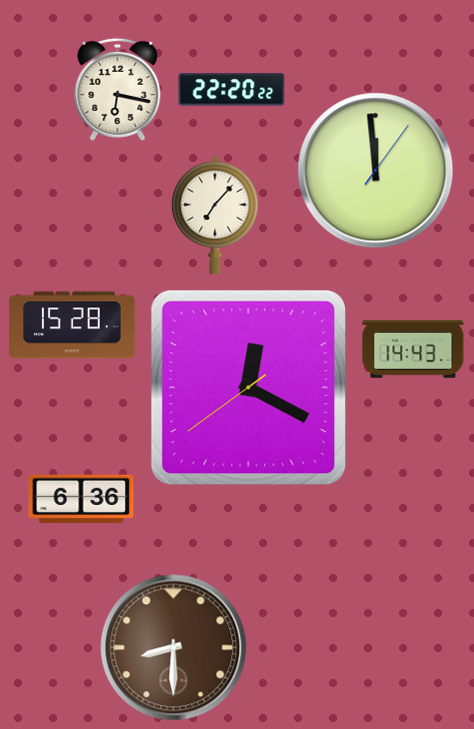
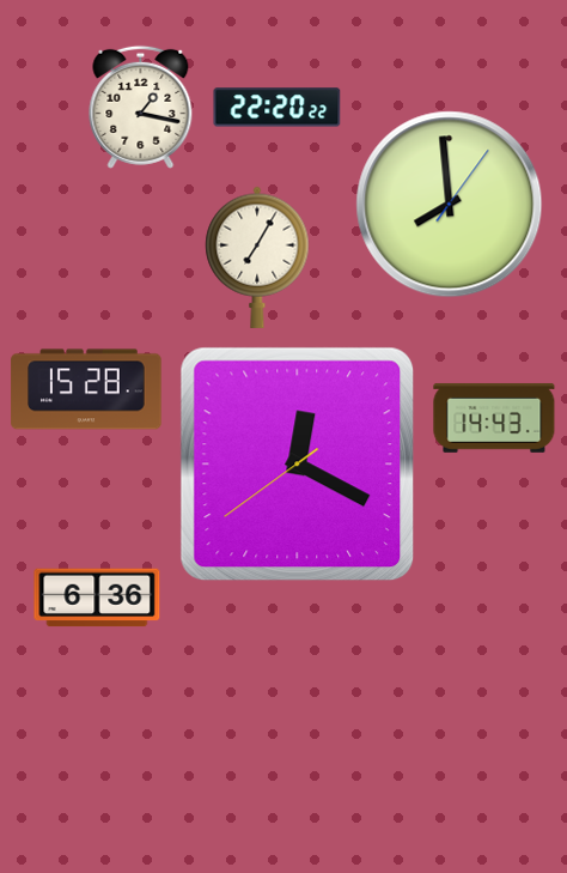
clock at (118, 89): 6:17 -> 1:17
clock at (376, 171): 11:59 -> 7:59
clock at (215, 215): 7:07 -> 7:05
clock at (174, 648): 8:30 -> none
